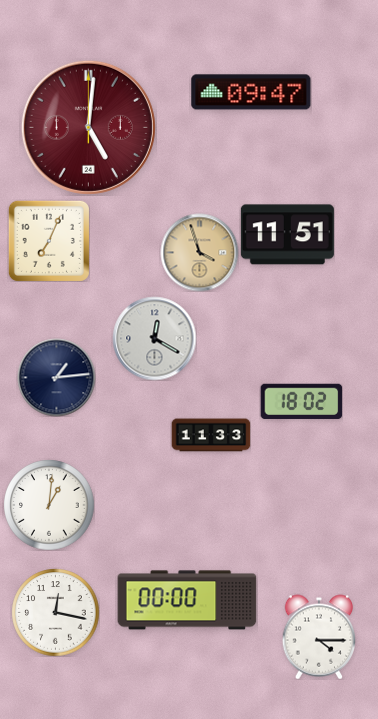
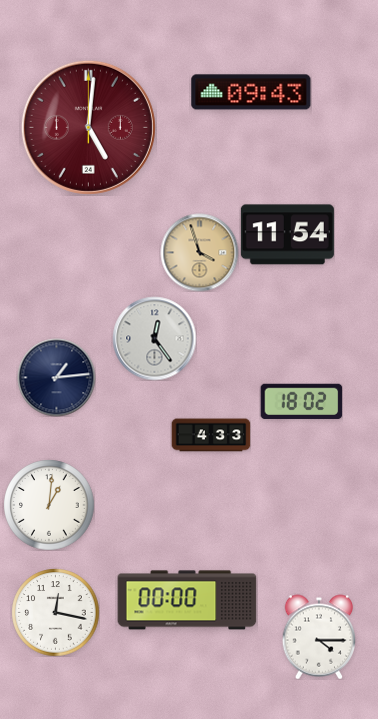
clock at (251, 92): 09:47 -> 09:43
clock at (287, 235): 11:51 -> 11:54
clock at (49, 241): 7:04 -> none
clock at (154, 338): 12:20 -> 12:24
clock at (211, 435): 11:33 -> 4:33
